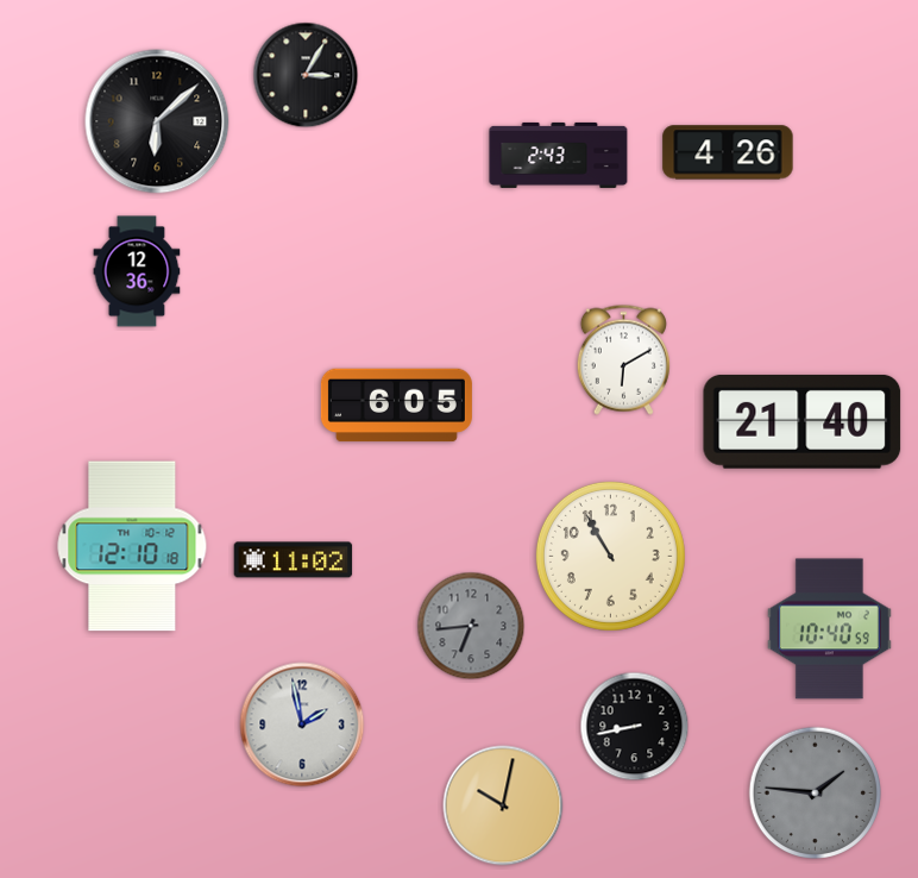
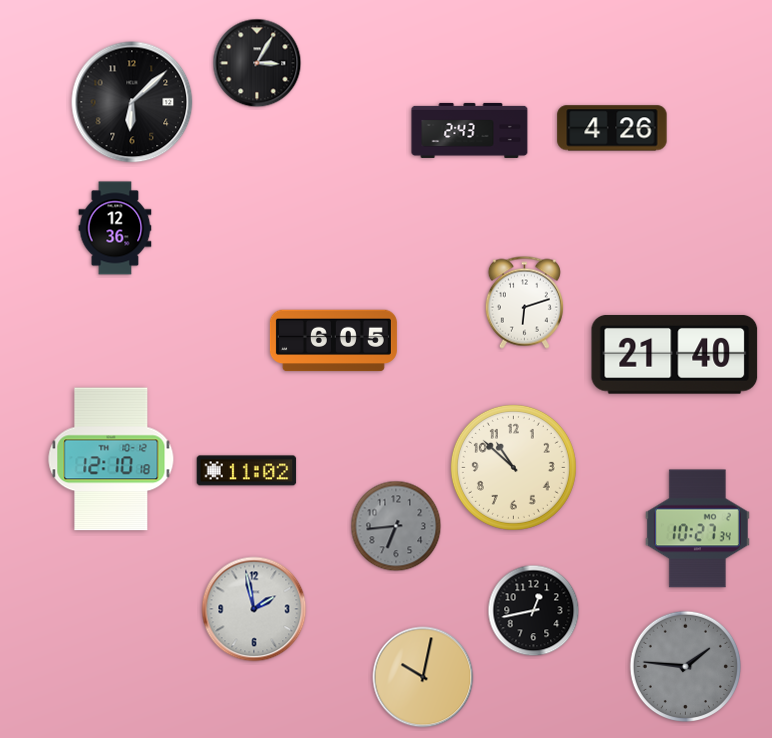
clock at (623, 359): 6:10 -> 6:12
clock at (610, 556): 10:55 -> 10:52
clock at (829, 629): 10:40 -> 10:27
clock at (635, 727): 8:43 -> 12:43
